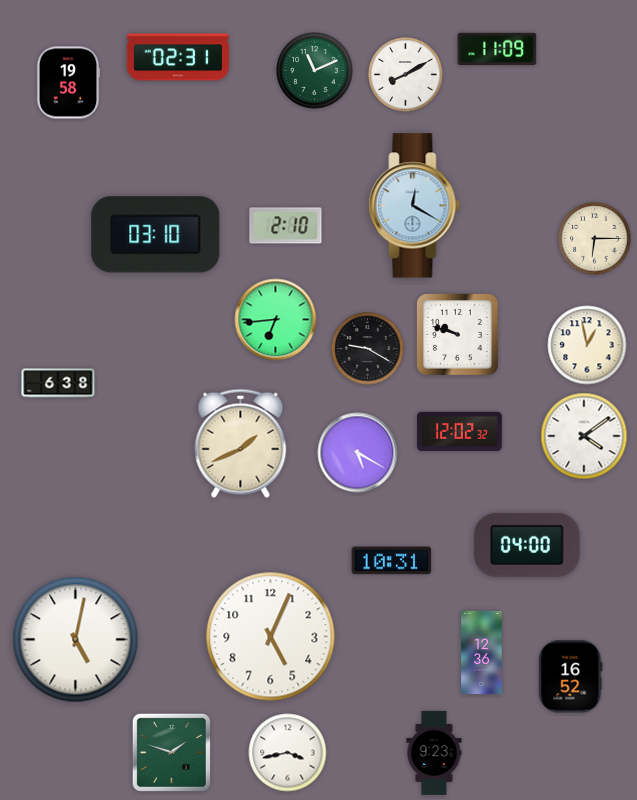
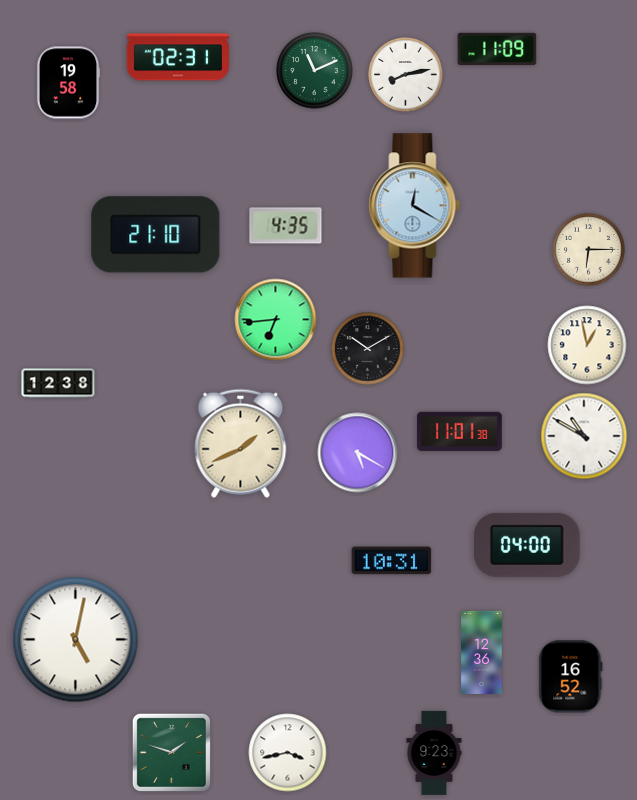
clock at (406, 75): 8:10 -> 8:13
clock at (286, 226): 2:10 -> 4:35
clock at (156, 235): 03:10 -> 21:10
clock at (595, 239) position: (595, 239) -> (589, 250)
clock at (458, 335): 9:48 -> none
clock at (368, 349): 9:20 -> 10:10
clock at (58, 383): 6:38 -> 12:38
clock at (459, 431): 12:02 -> 11:01
clock at (584, 436): 4:09 -> 10:50
clock at (271, 637): 5:04 -> none
